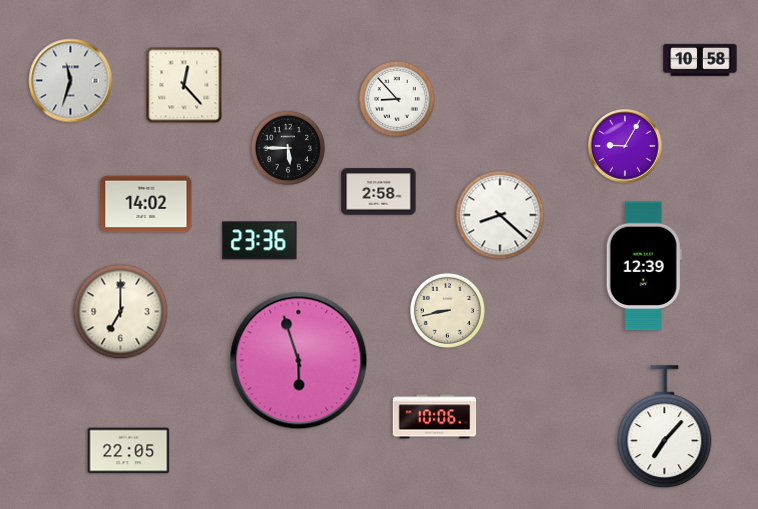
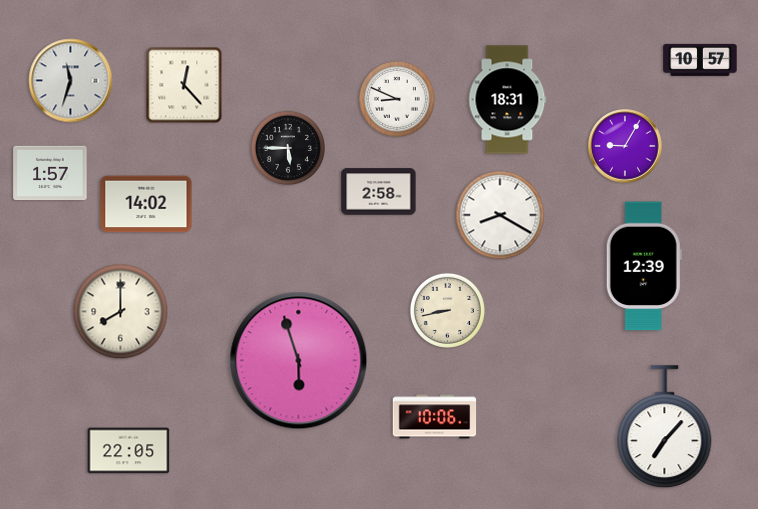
clock at (700, 60): 10:58 -> 10:57
clock at (397, 99): 8:53 -> 8:49
clock at (508, 100): none -> 18:31
clock at (50, 173): none -> 1:57
clock at (500, 215): 8:22 -> 8:20
clock at (260, 241): 23:36 -> none
clock at (121, 312): 7:00 -> 8:00
